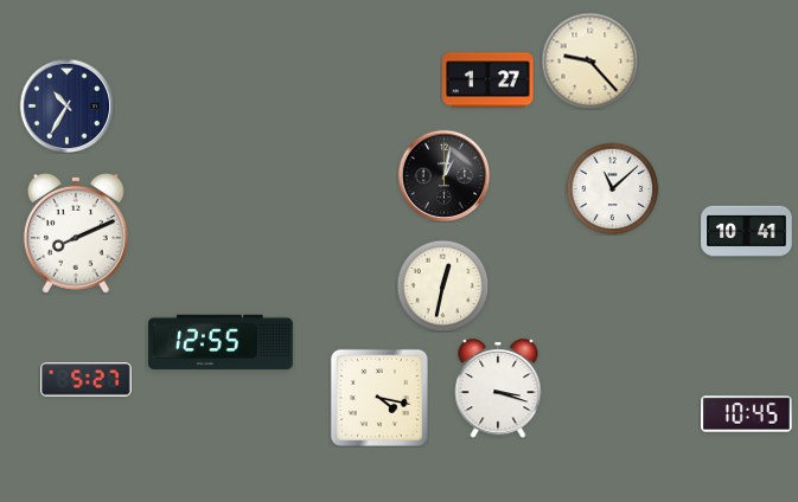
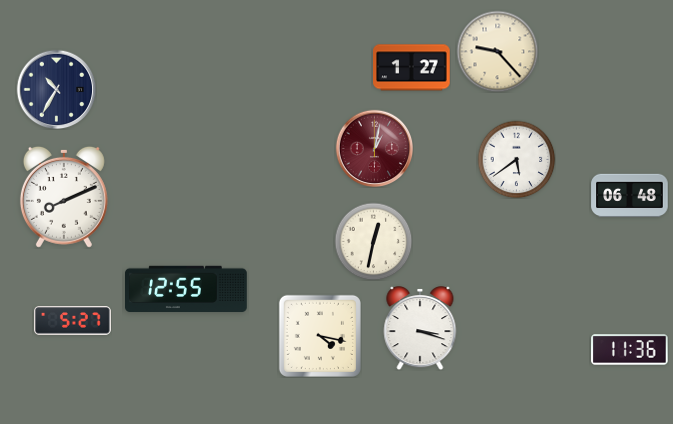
clock at (443, 175) dial: black -> burgundy
clock at (612, 188): 11:08 -> 5:39
clock at (747, 232): 10:41 -> 06:48
clock at (747, 414): 10:45 -> 11:36
